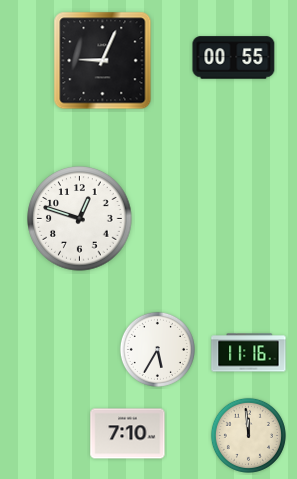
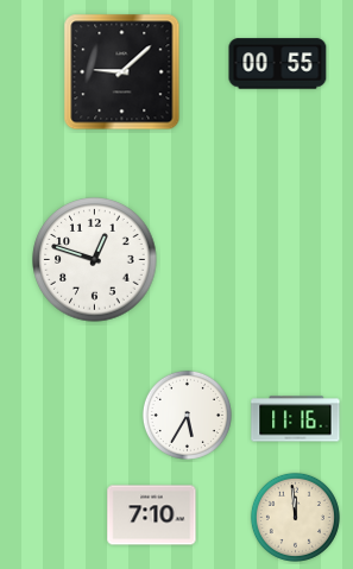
clock at (234, 58) position: (234, 58) -> (278, 64)
clock at (103, 61): 9:04 -> 9:08
